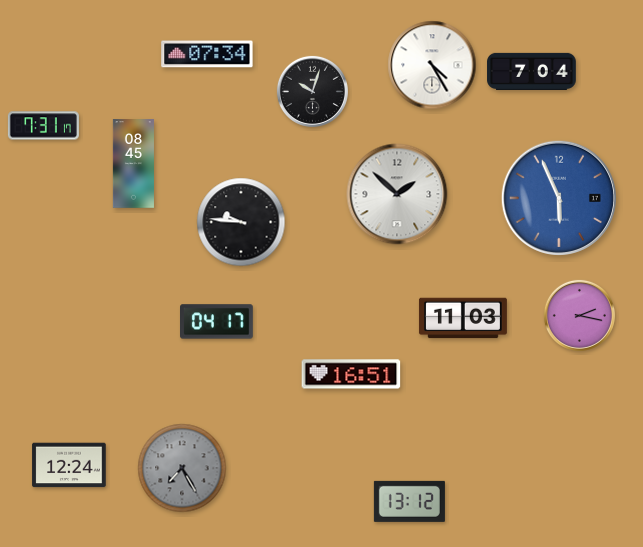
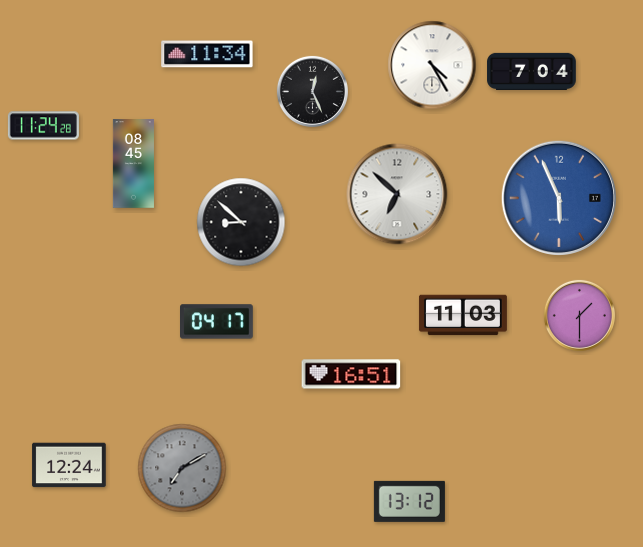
clock at (207, 54): 07:34 -> 11:34
clock at (312, 91): 10:03 -> 12:26
clock at (43, 126): 7:31 -> 11:24
clock at (397, 194): 1:52 -> 6:52
clock at (241, 222): 9:46 -> 8:52
clock at (579, 315): 2:17 -> 1:30
clock at (463, 318) position: (463, 318) -> (463, 315)
clock at (182, 468): 7:25 -> 7:10
